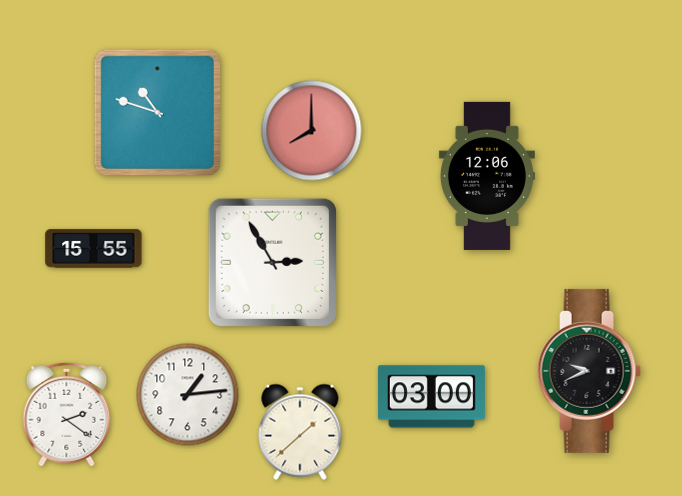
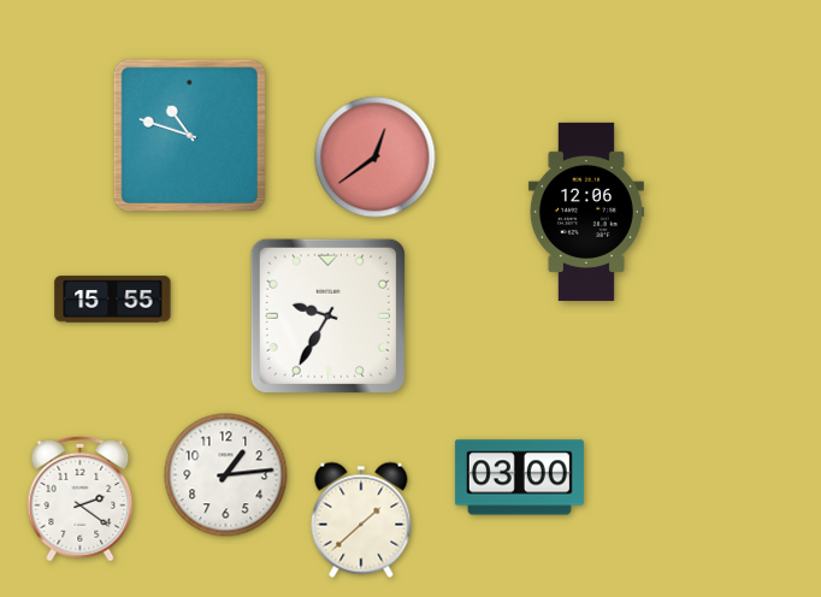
clock at (312, 131): 8:00 -> 12:39
clock at (272, 262): 2:55 -> 9:35
clock at (589, 371): 9:41 -> none
